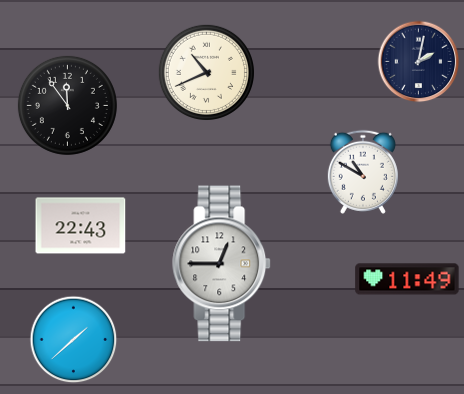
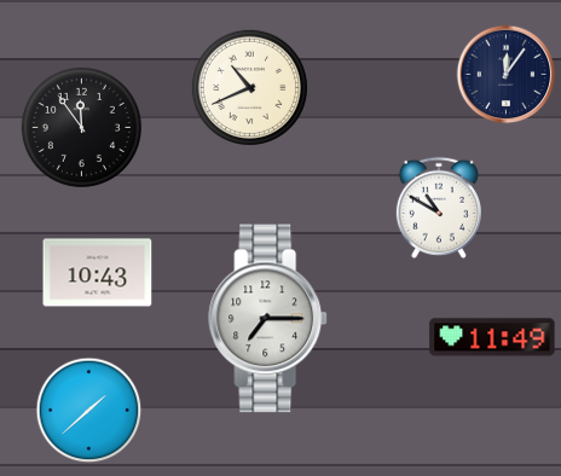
clock at (419, 62): 2:02 -> 12:06
clock at (81, 226): 22:43 -> 10:43
clock at (222, 264): 12:45 -> 7:15
